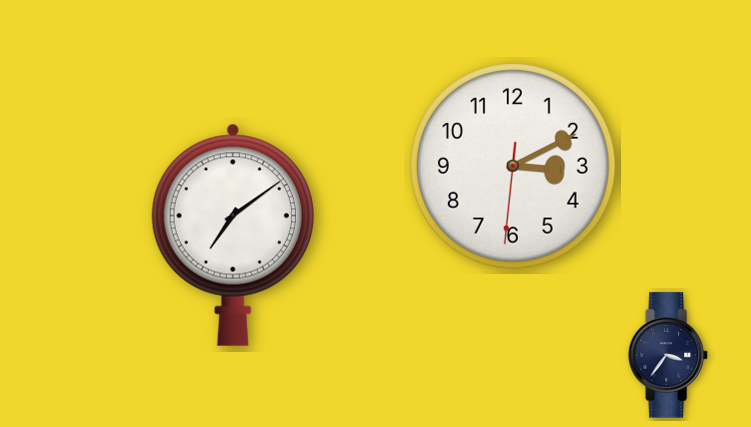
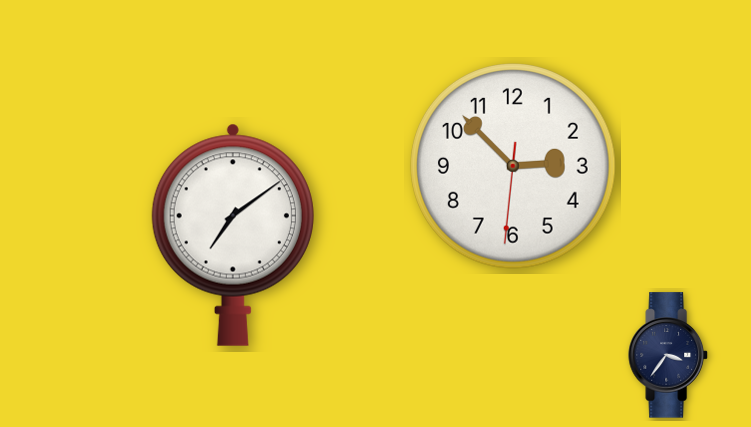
clock at (513, 166): 3:10 -> 2:52
